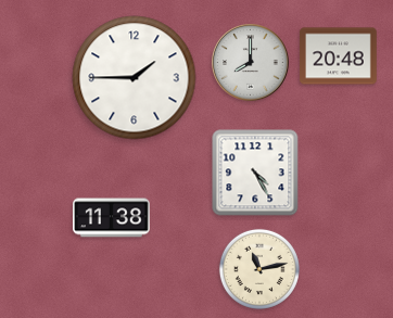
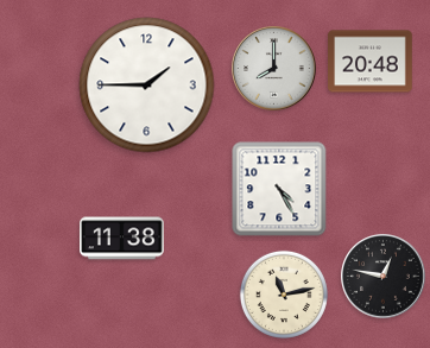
clock at (384, 277): none -> 12:47
